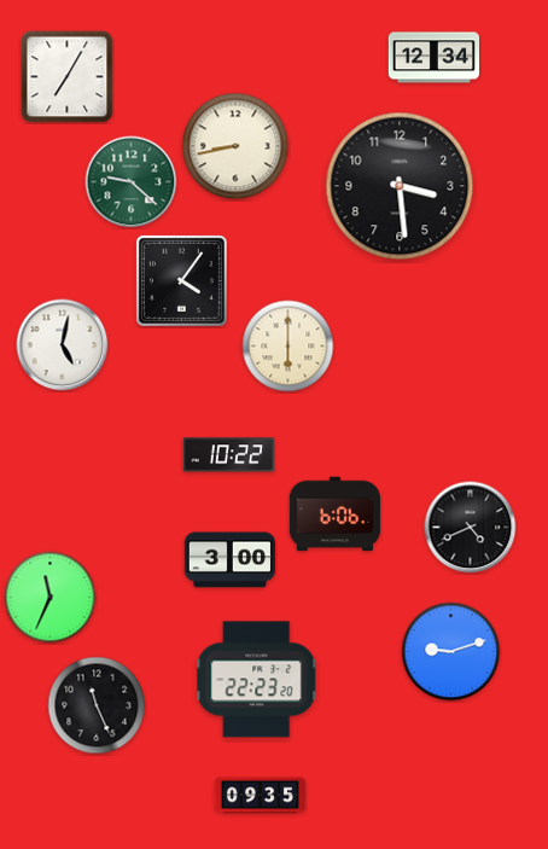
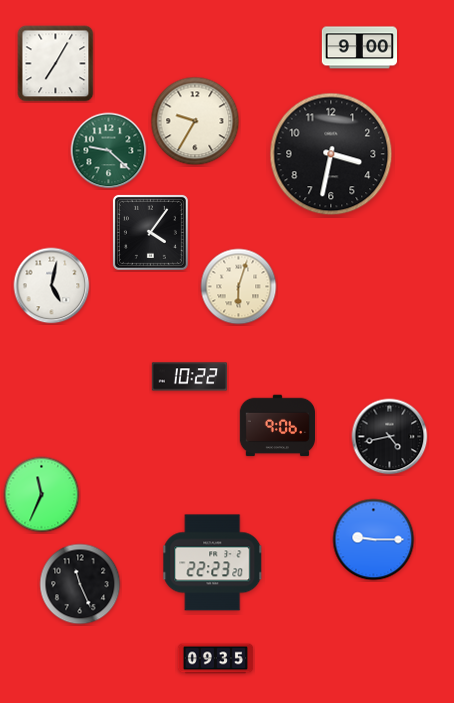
clock at (435, 58): 12:34 -> 9:00
clock at (235, 146): 8:43 -> 9:35
clock at (400, 186): 3:29 -> 3:32
clock at (288, 347): 6:00 -> 6:03
clock at (334, 514): 6:06 -> 9:06
clock at (471, 528): 4:41 -> 4:43
clock at (229, 560): 3:00 -> none
clock at (451, 652): 9:12 -> 9:15
